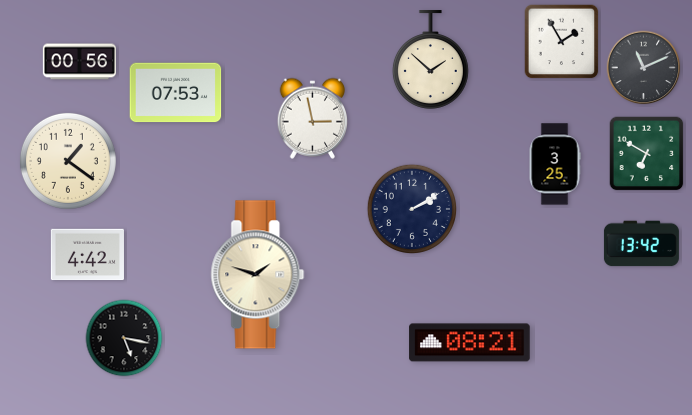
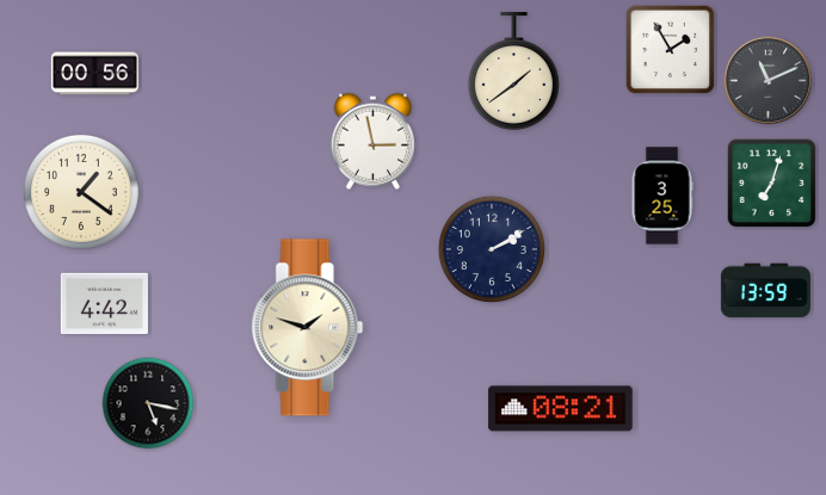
clock at (430, 60): 1:52 -> 1:39
clock at (176, 93): 07:53 -> none
clock at (647, 154): 6:50 -> 7:03
clock at (641, 244): 13:42 -> 13:59
